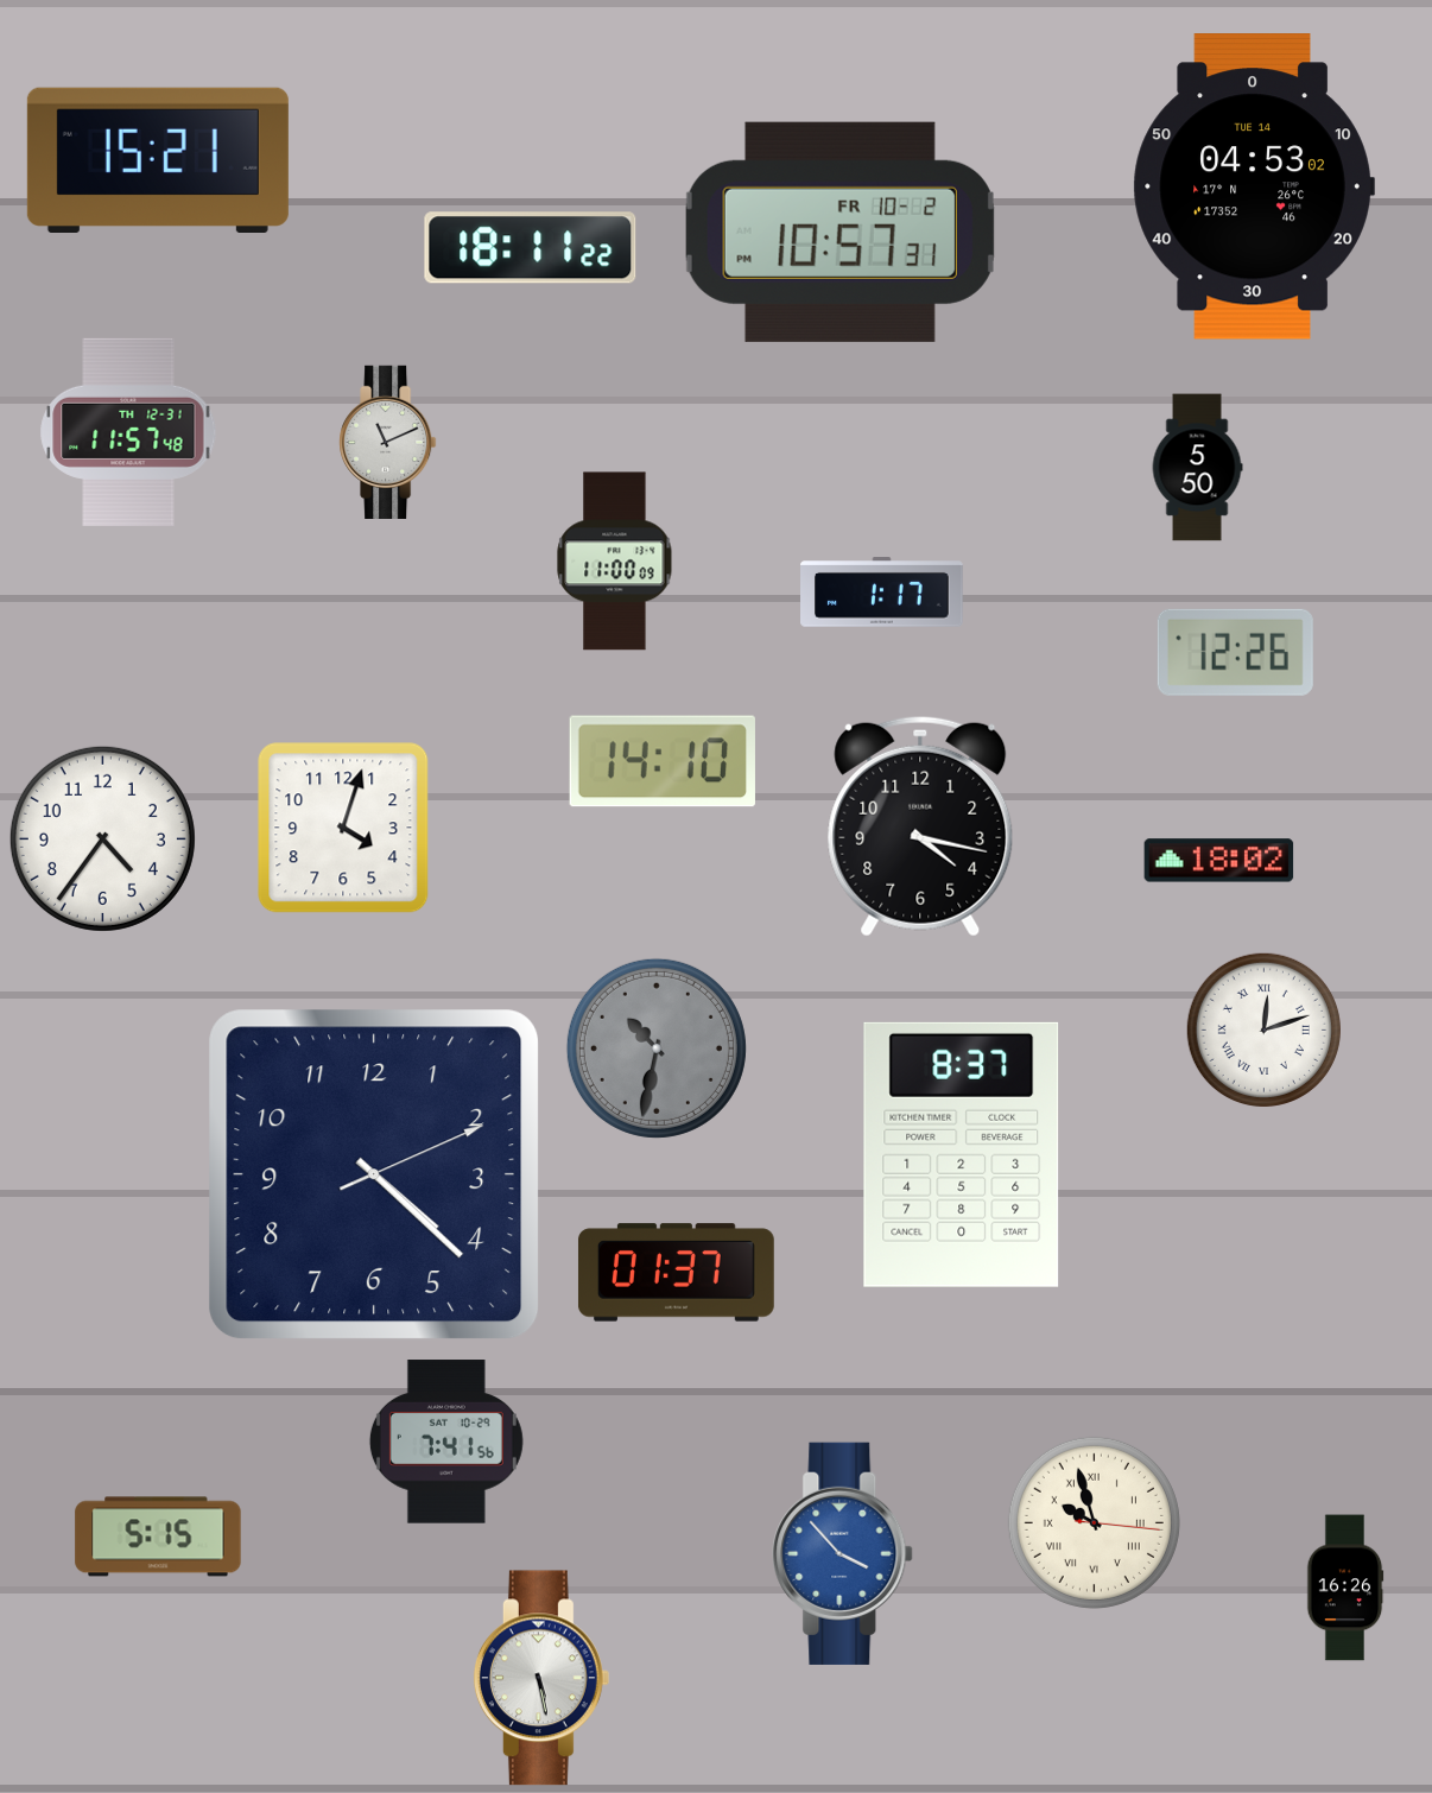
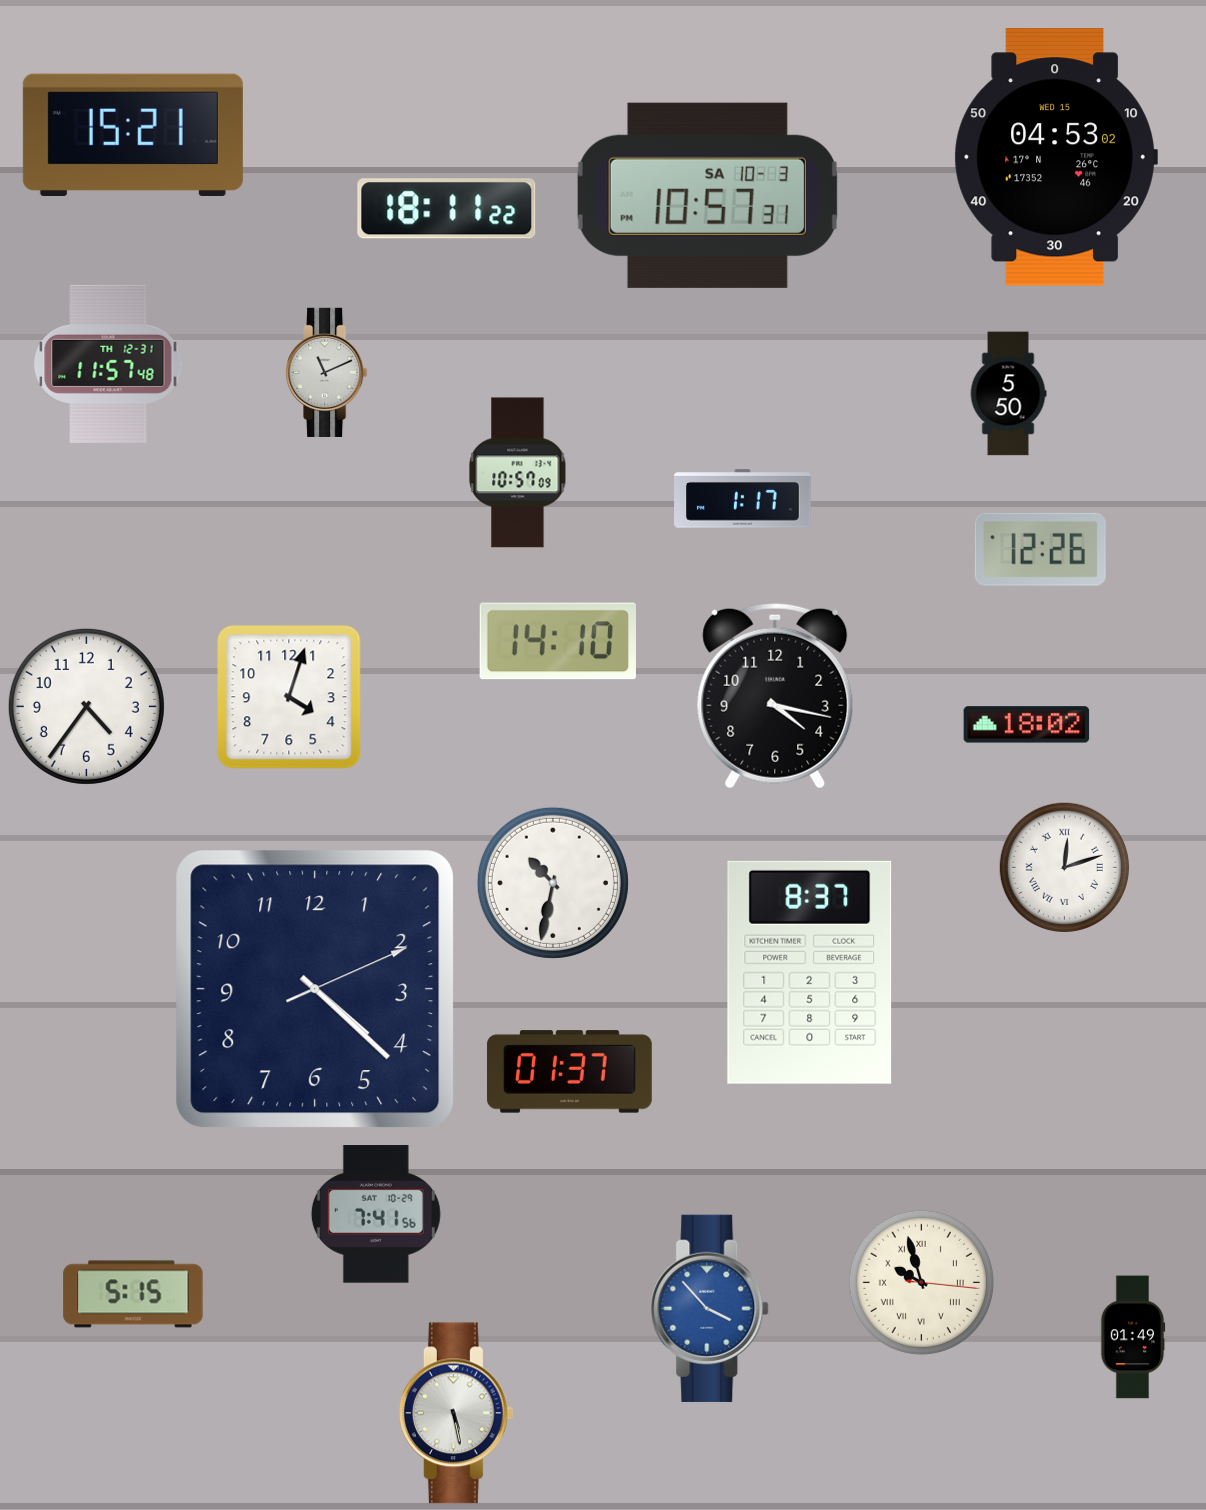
clock at (1254, 186) date: TUE 14 -> WED 15
clock at (839, 232) date: FR 10-2 -> SA 10-3
clock at (615, 562): 11:00 -> 10:57
clock at (657, 1048) dial: grey -> white
clock at (1345, 1588): 16:26 -> 01:49
